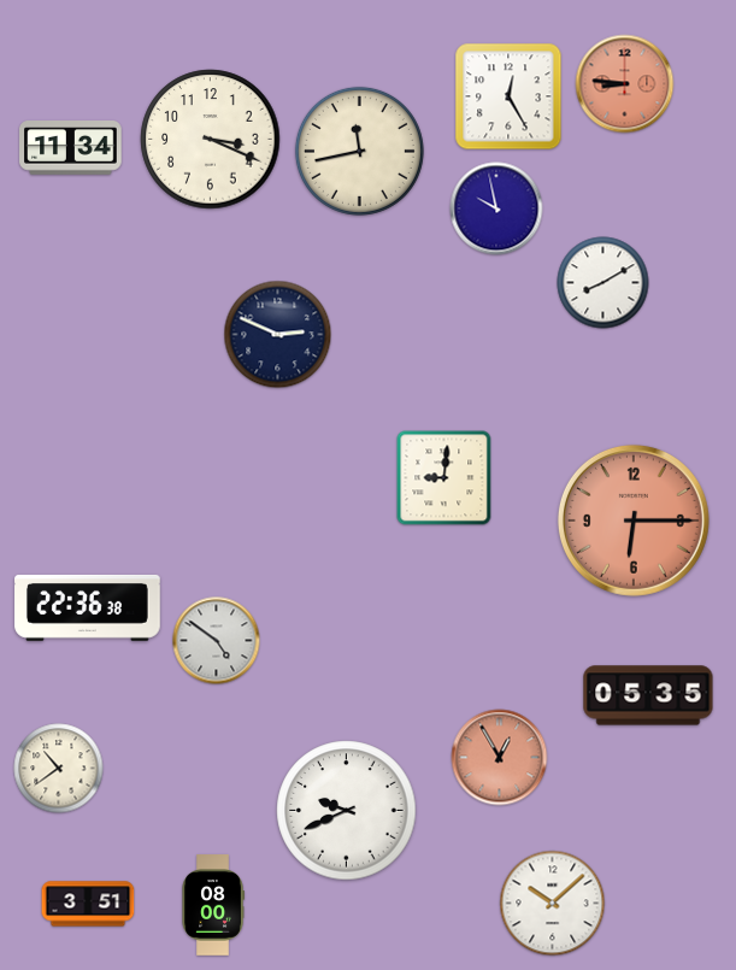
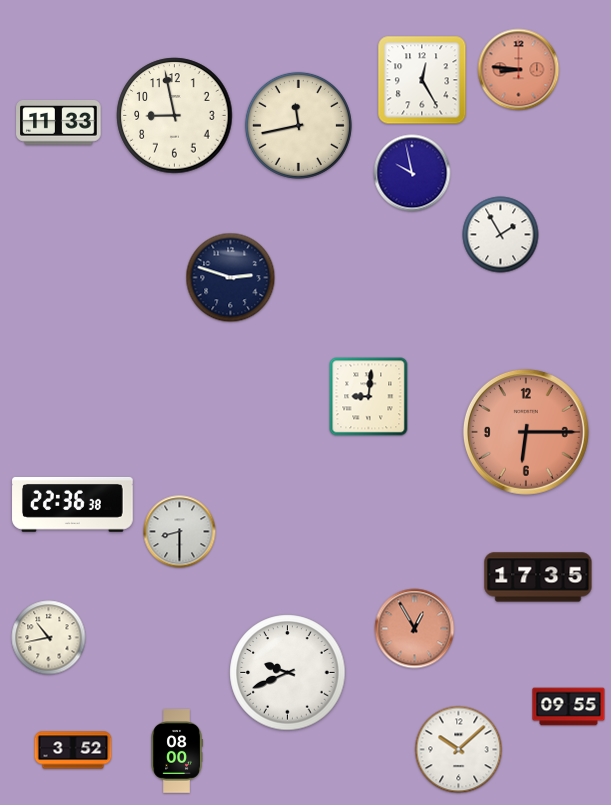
clock at (211, 140): 3:19 -> 8:58
clock at (71, 148): 11:34 -> 11:33
clock at (603, 283): 8:10 -> 1:55
clock at (278, 335): 2:49 -> 2:48
clock at (217, 641): 4:51 -> 8:30
clock at (648, 695): 05:35 -> 17:35
clock at (59, 769): 10:39 -> 10:43
clock at (569, 707): none -> 09:55
clock at (88, 904): 3:51 -> 3:52
